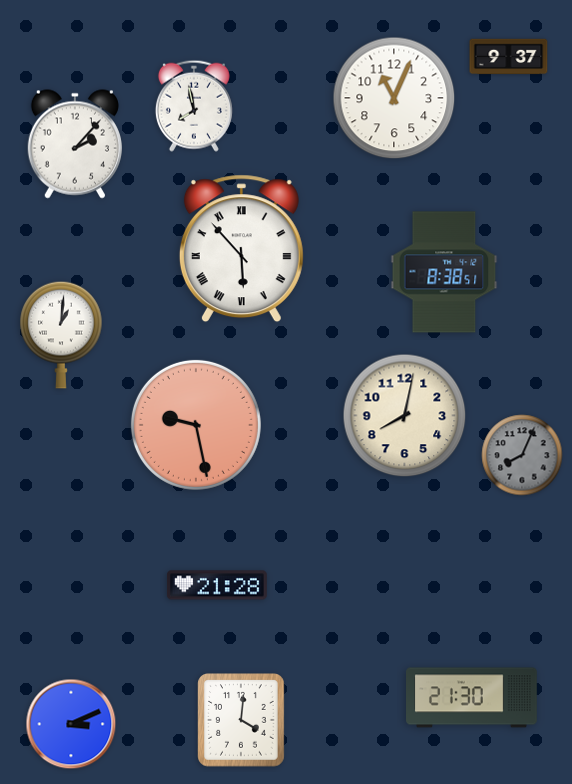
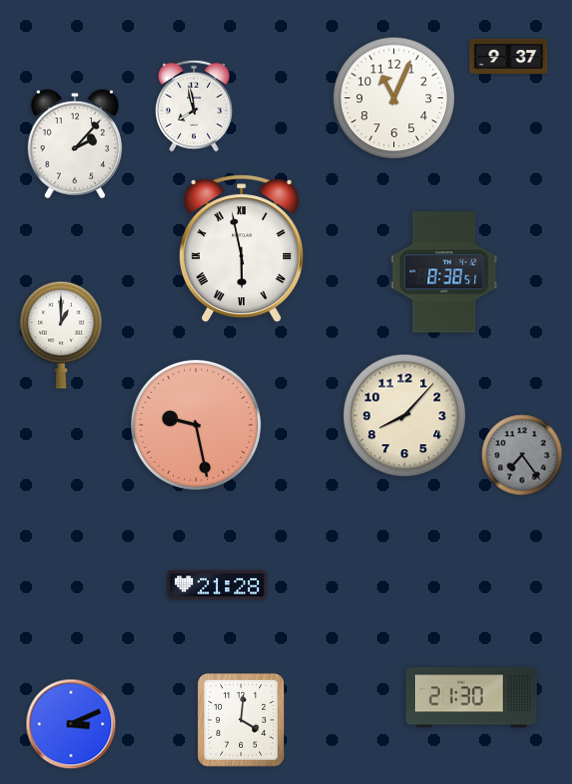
clock at (241, 249): 5:53 -> 5:58
clock at (61, 335): 1:01 -> 1:00
clock at (405, 416): 8:02 -> 8:07
clock at (522, 455): 8:04 -> 7:24
